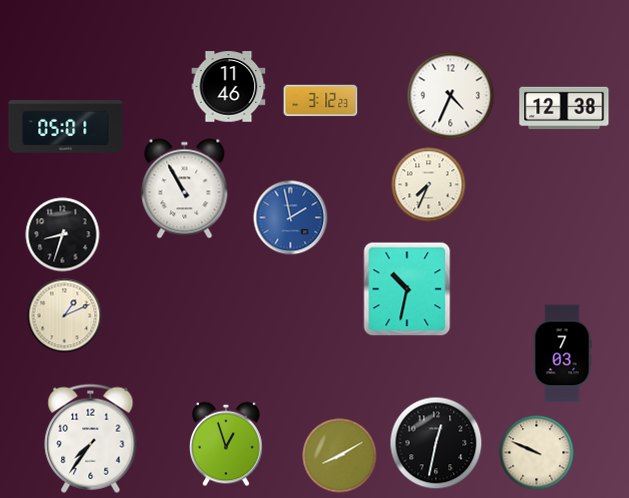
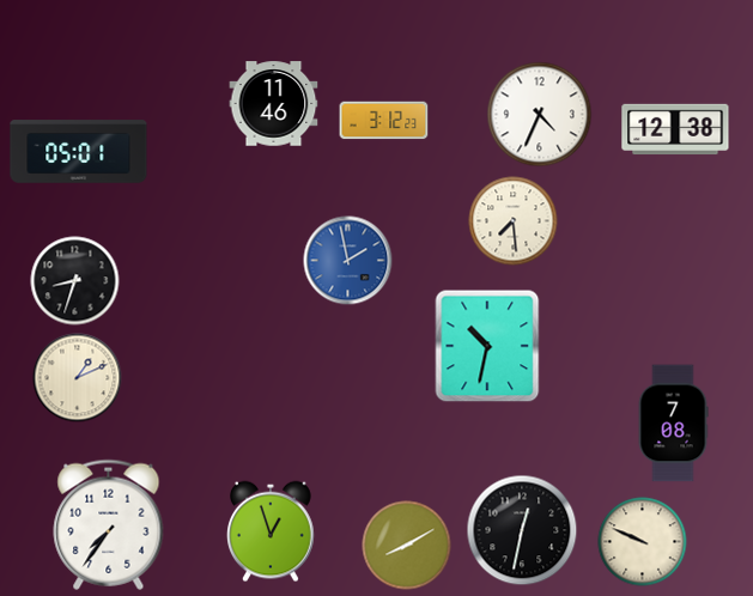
clock at (429, 185): 7:34 -> 7:29
clock at (185, 189): 10:55 -> none
clock at (562, 354): 7:03 -> 7:08
